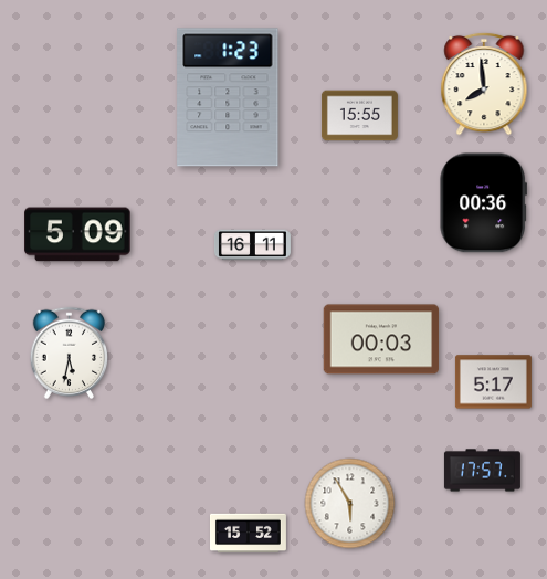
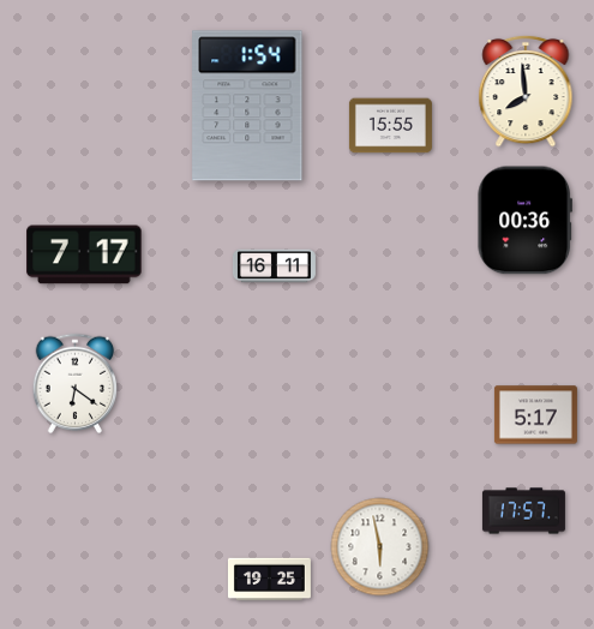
clock at (228, 97): 1:23 -> 1:54
clock at (77, 234): 5:09 -> 7:17
clock at (381, 339): 00:03 -> none
clock at (70, 352): 5:32 -> 6:21
clock at (350, 504): 5:55 -> 5:58
clock at (248, 534): 15:52 -> 19:25
